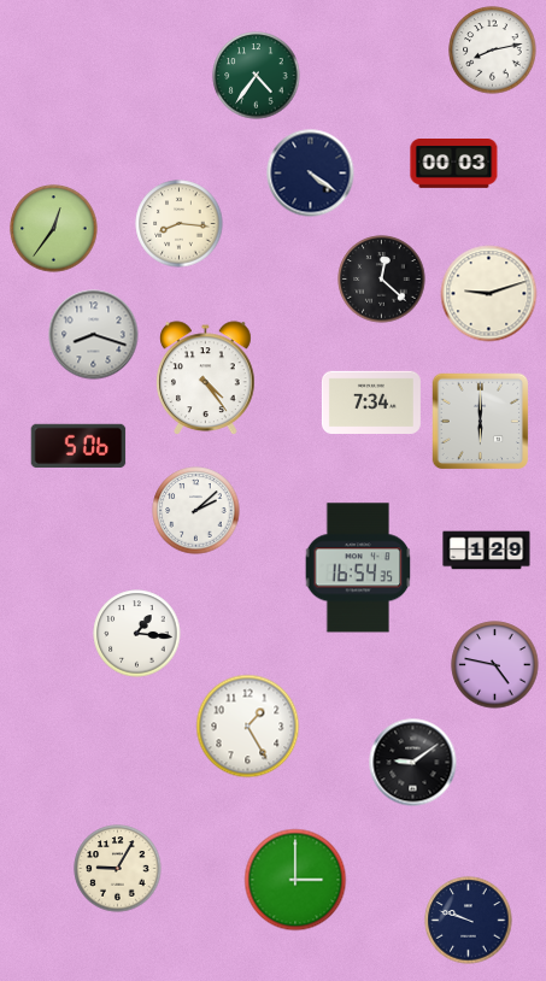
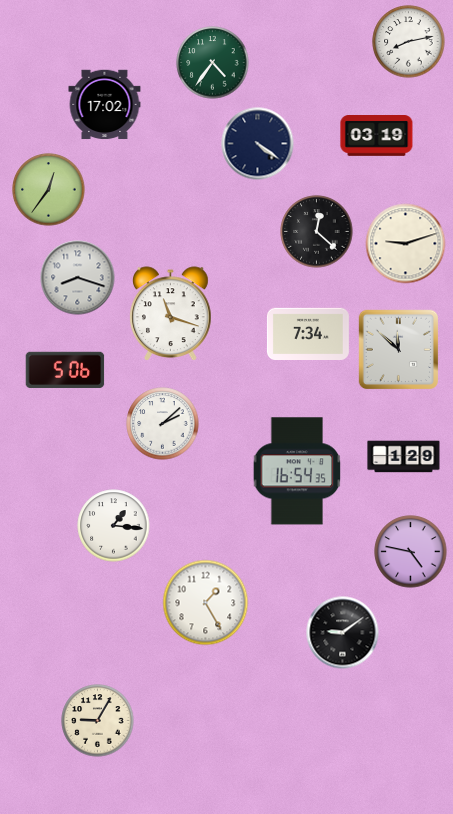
clock at (105, 105): none -> 17:02
clock at (454, 164): 00:03 -> 03:19
clock at (180, 224): 8:16 -> none
clock at (54, 229) position: (54, 229) -> (49, 190)
clock at (206, 377): 4:24 -> 11:18
clock at (481, 422): 6:00 -> 11:52
clock at (295, 880): 3:00 -> none
clock at (469, 921): 9:48 -> none
